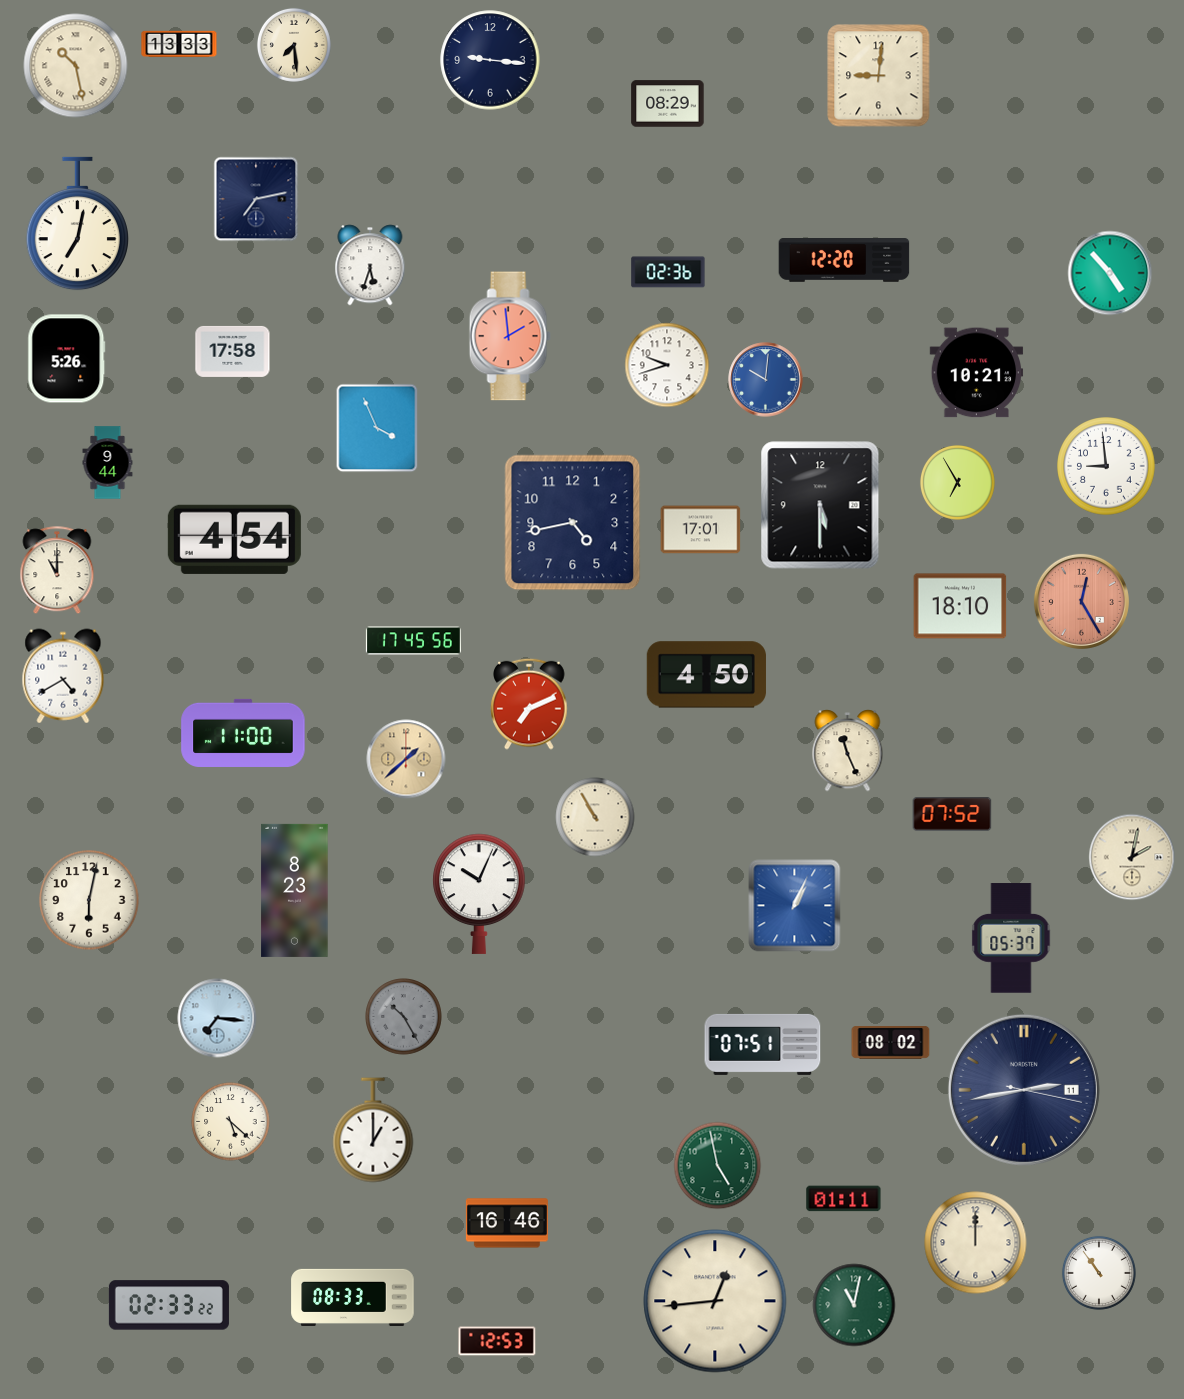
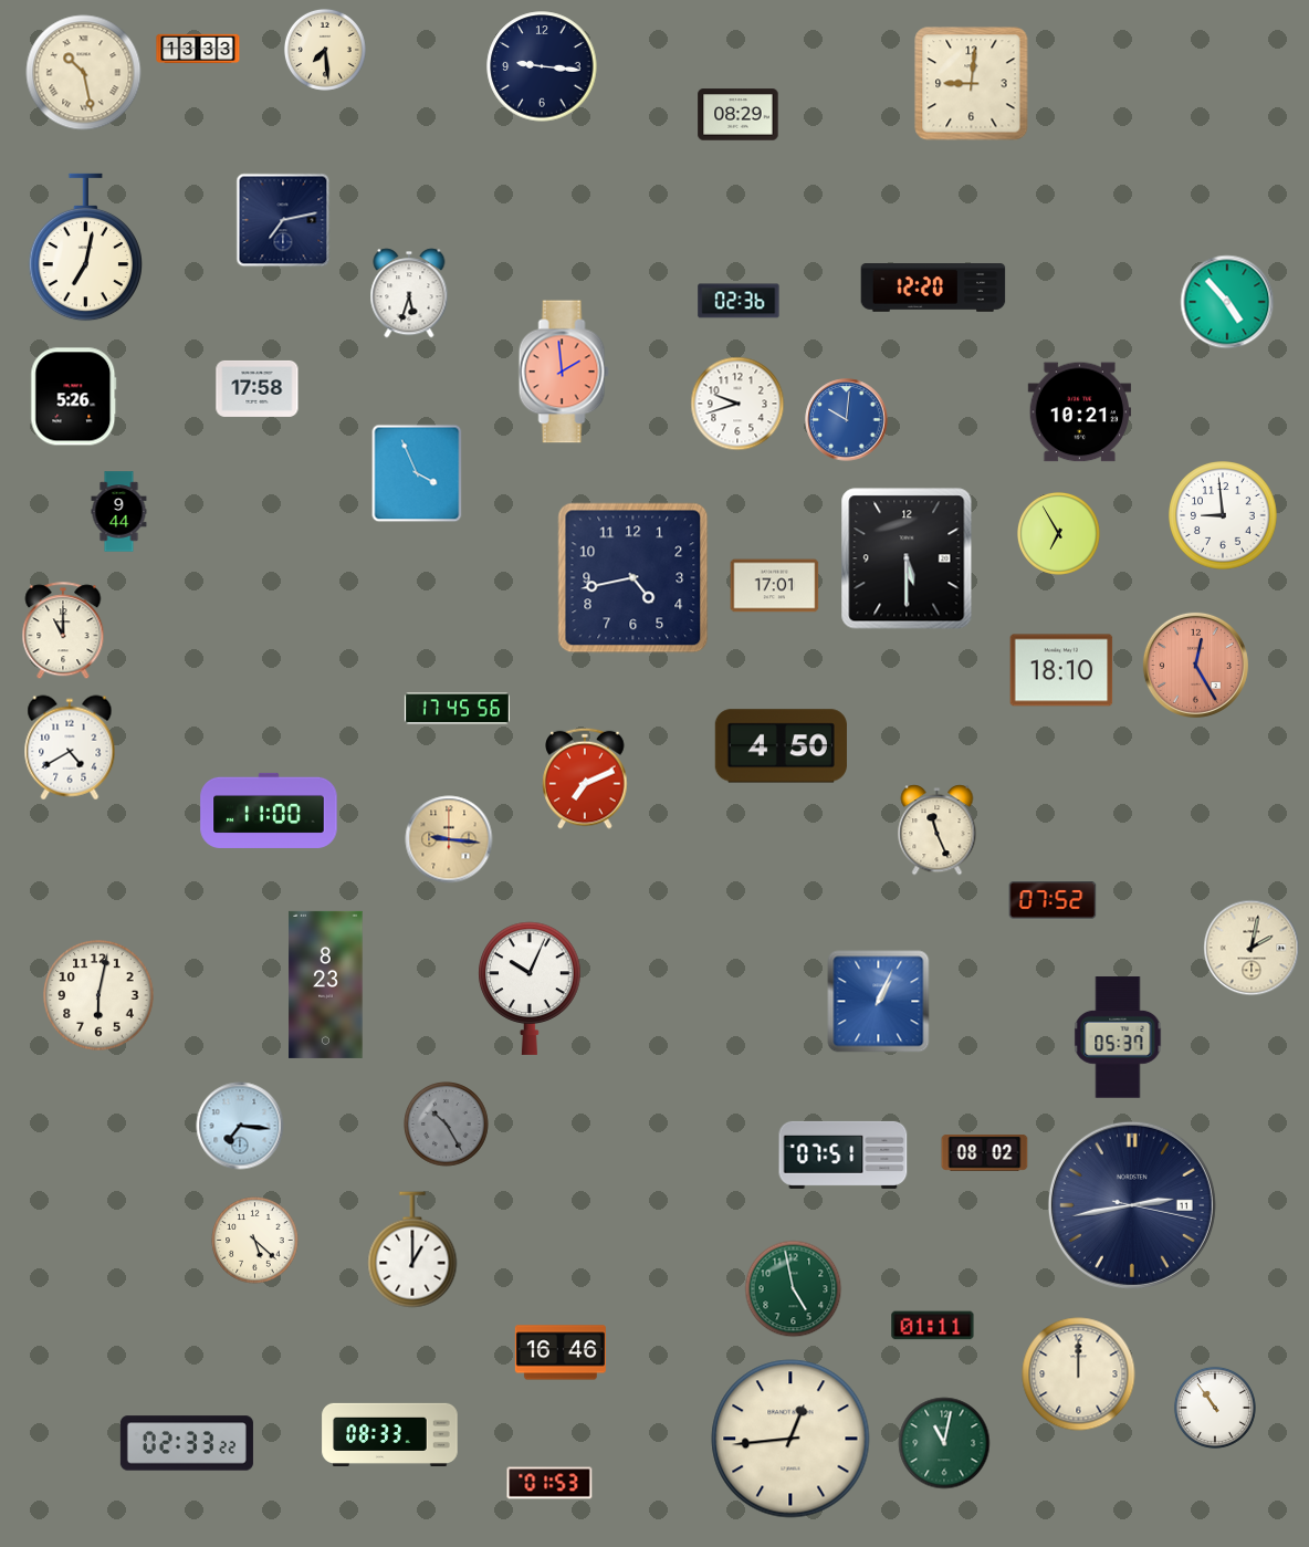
clock at (234, 539): 4:54 -> none
clock at (406, 759): 1:38 -> 9:16
clock at (595, 817): 10:55 -> none
clock at (497, 1341): 12:53 -> 01:53
